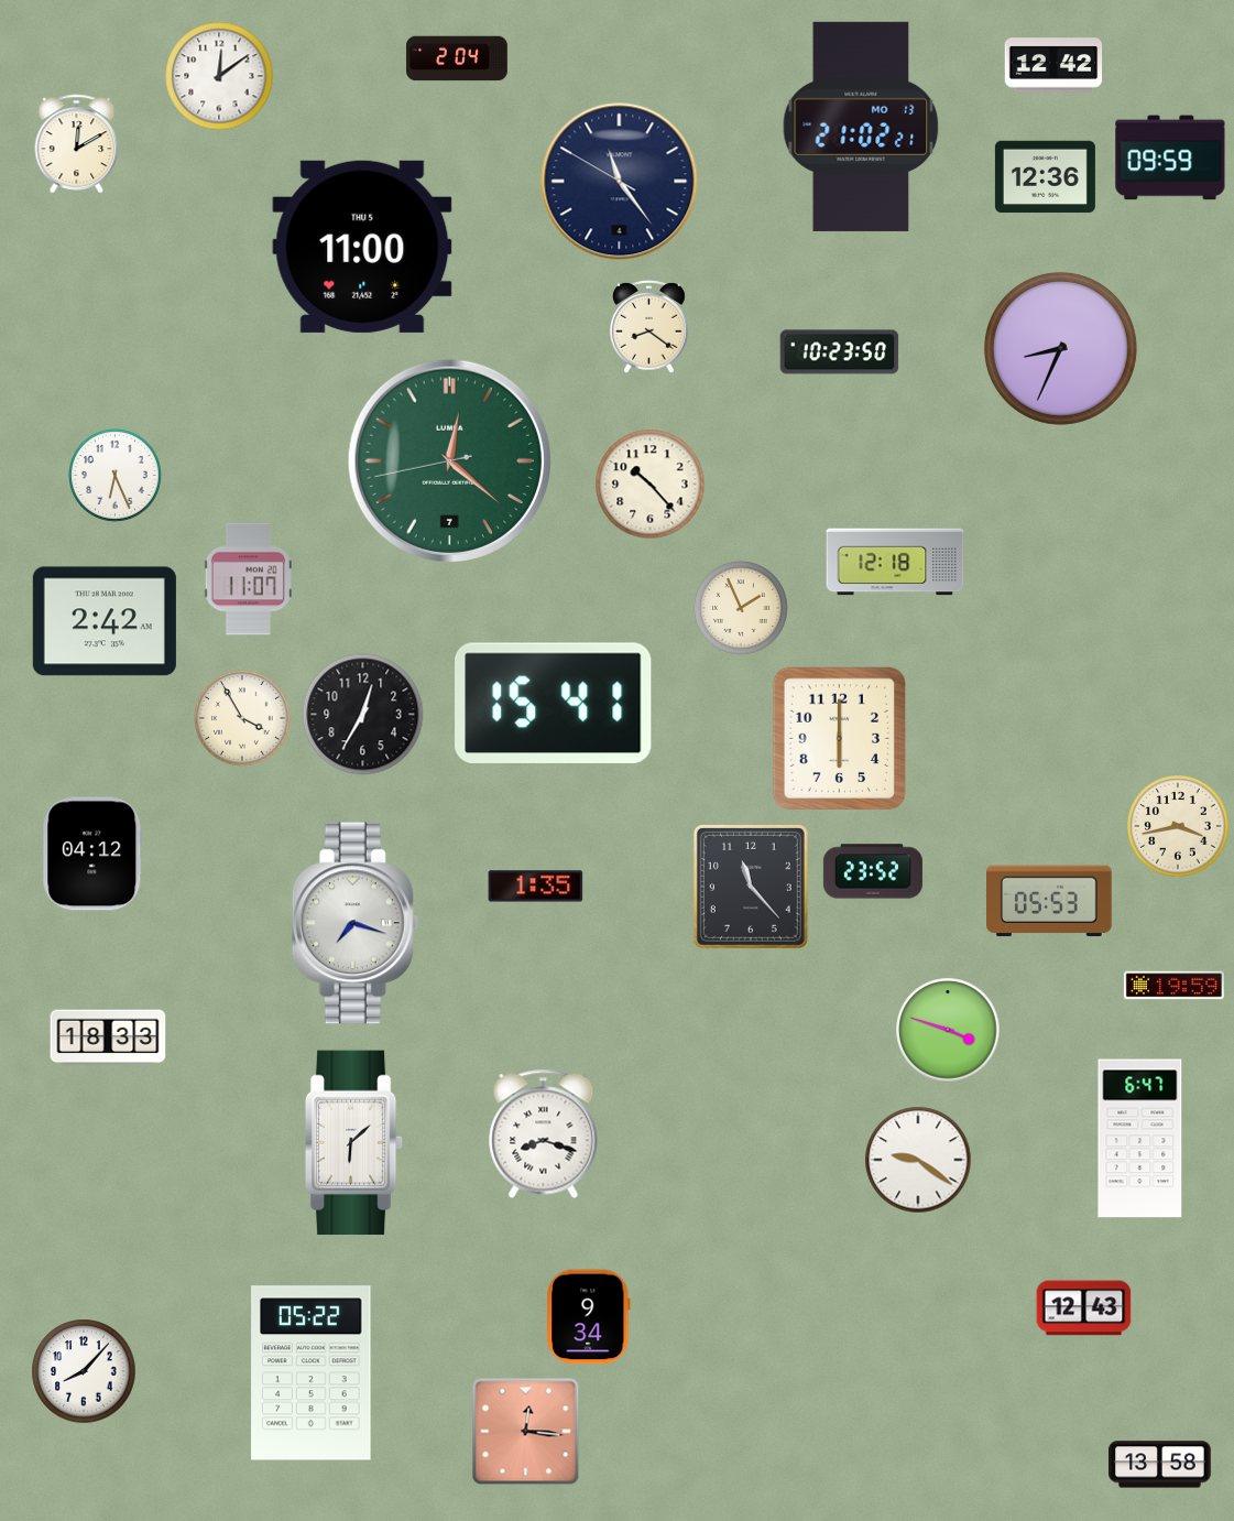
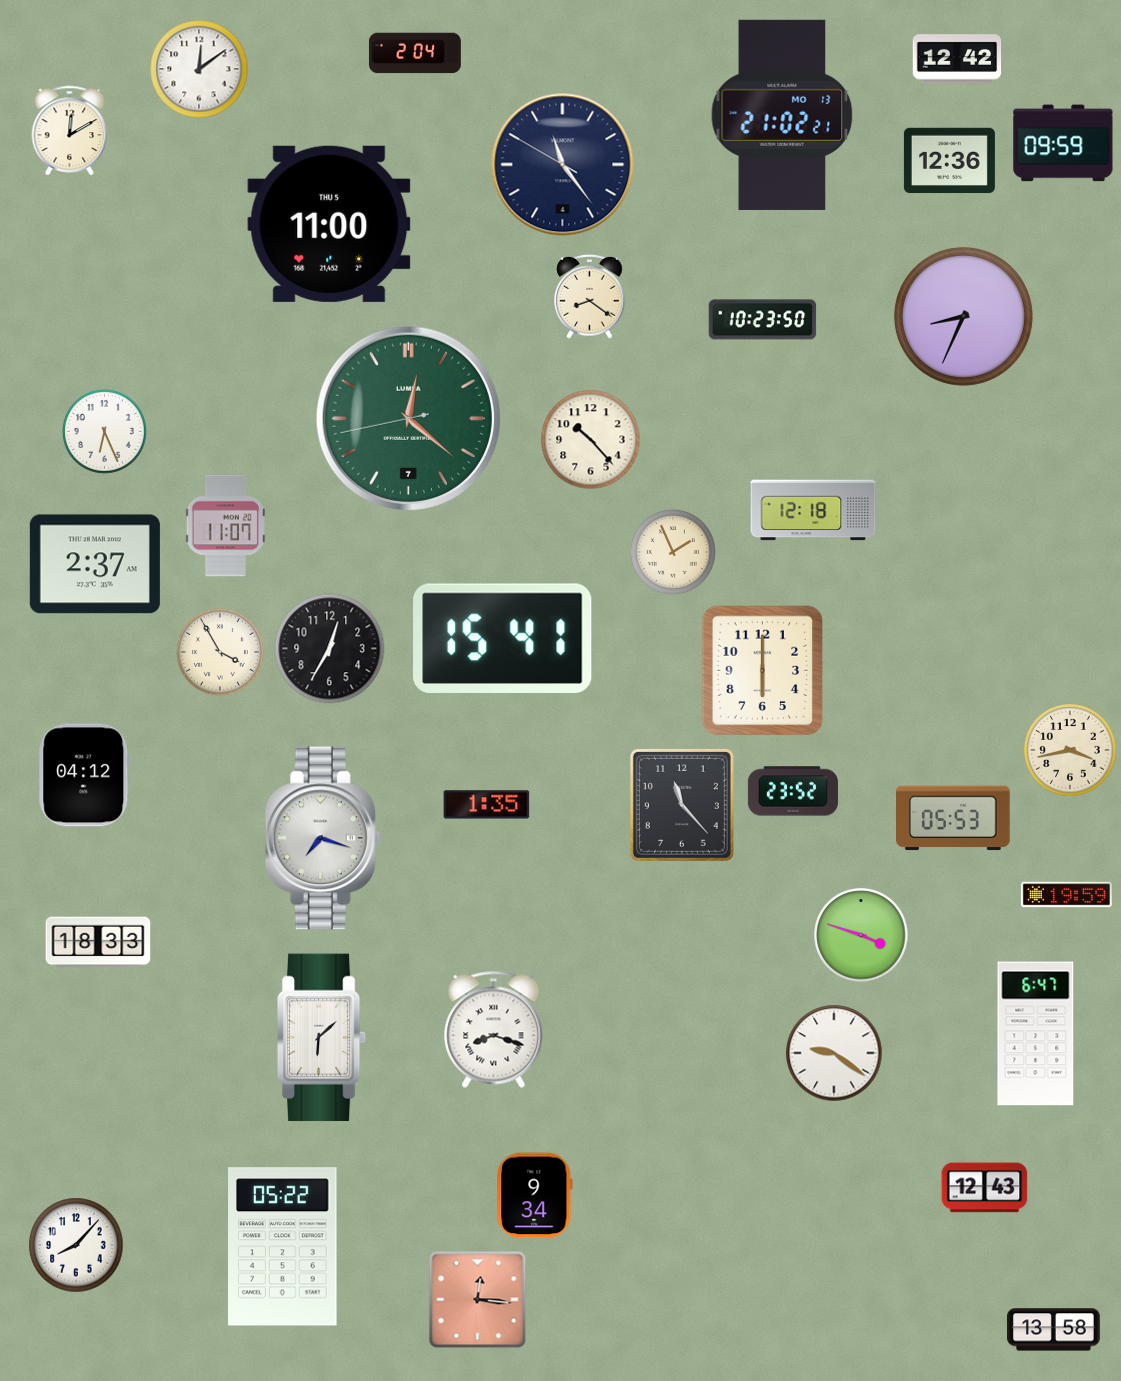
clock at (105, 621): 2:42 -> 2:37
